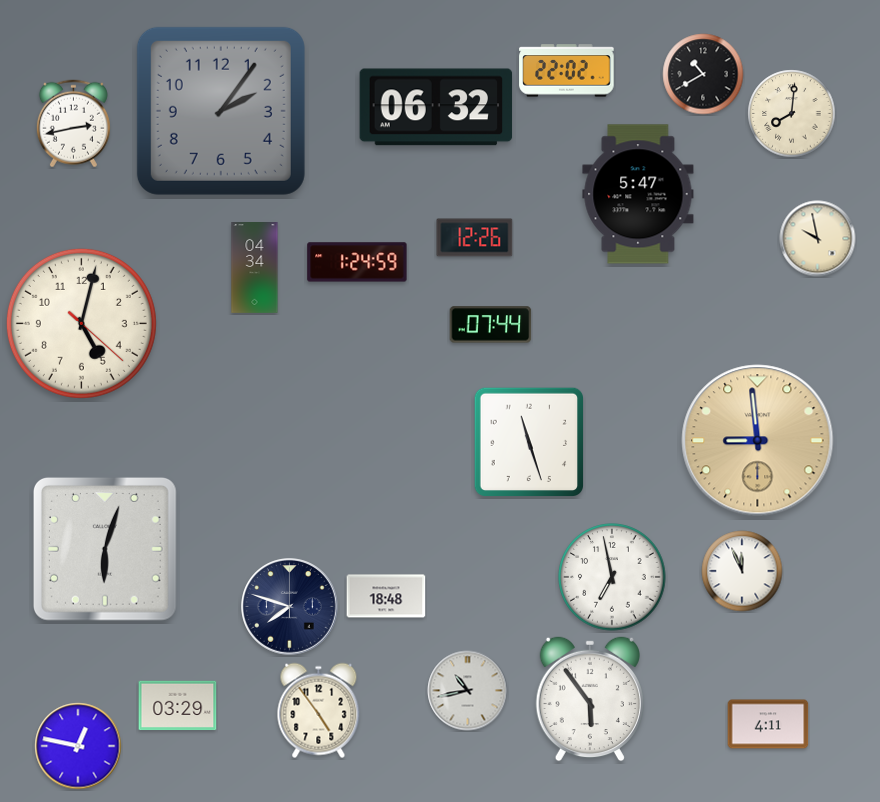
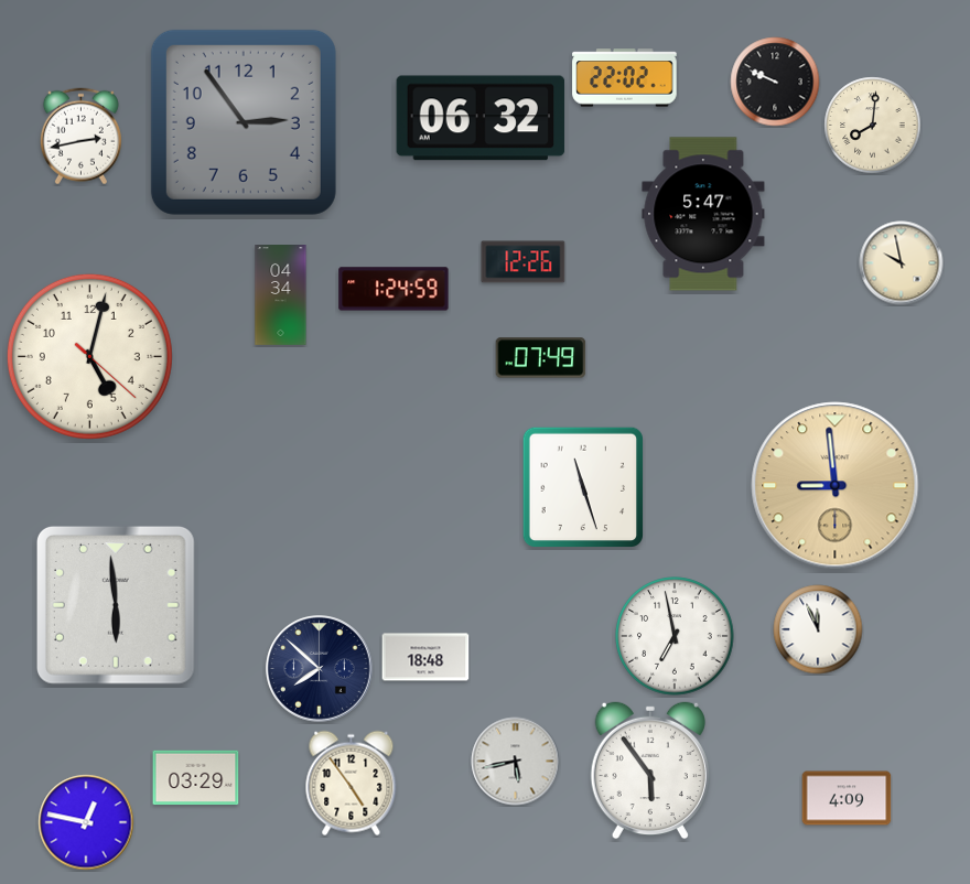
clock at (703, 74): 10:40 -> 9:49
clock at (221, 111): 2:06 -> 2:54
clock at (491, 325): 07:44 -> 07:49
clock at (105, 549): 6:03 -> 5:59
clock at (290, 607): 7:48 -> 7:52
clock at (468, 691): 10:43 -> 5:43
clock at (768, 724): 4:11 -> 4:09
